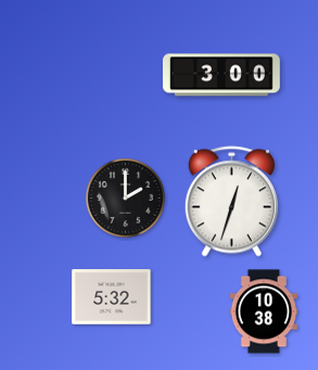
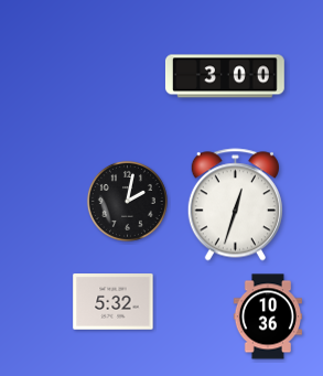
clock at (125, 197): 2:00 -> 2:02
clock at (263, 311): 10:38 -> 10:36
